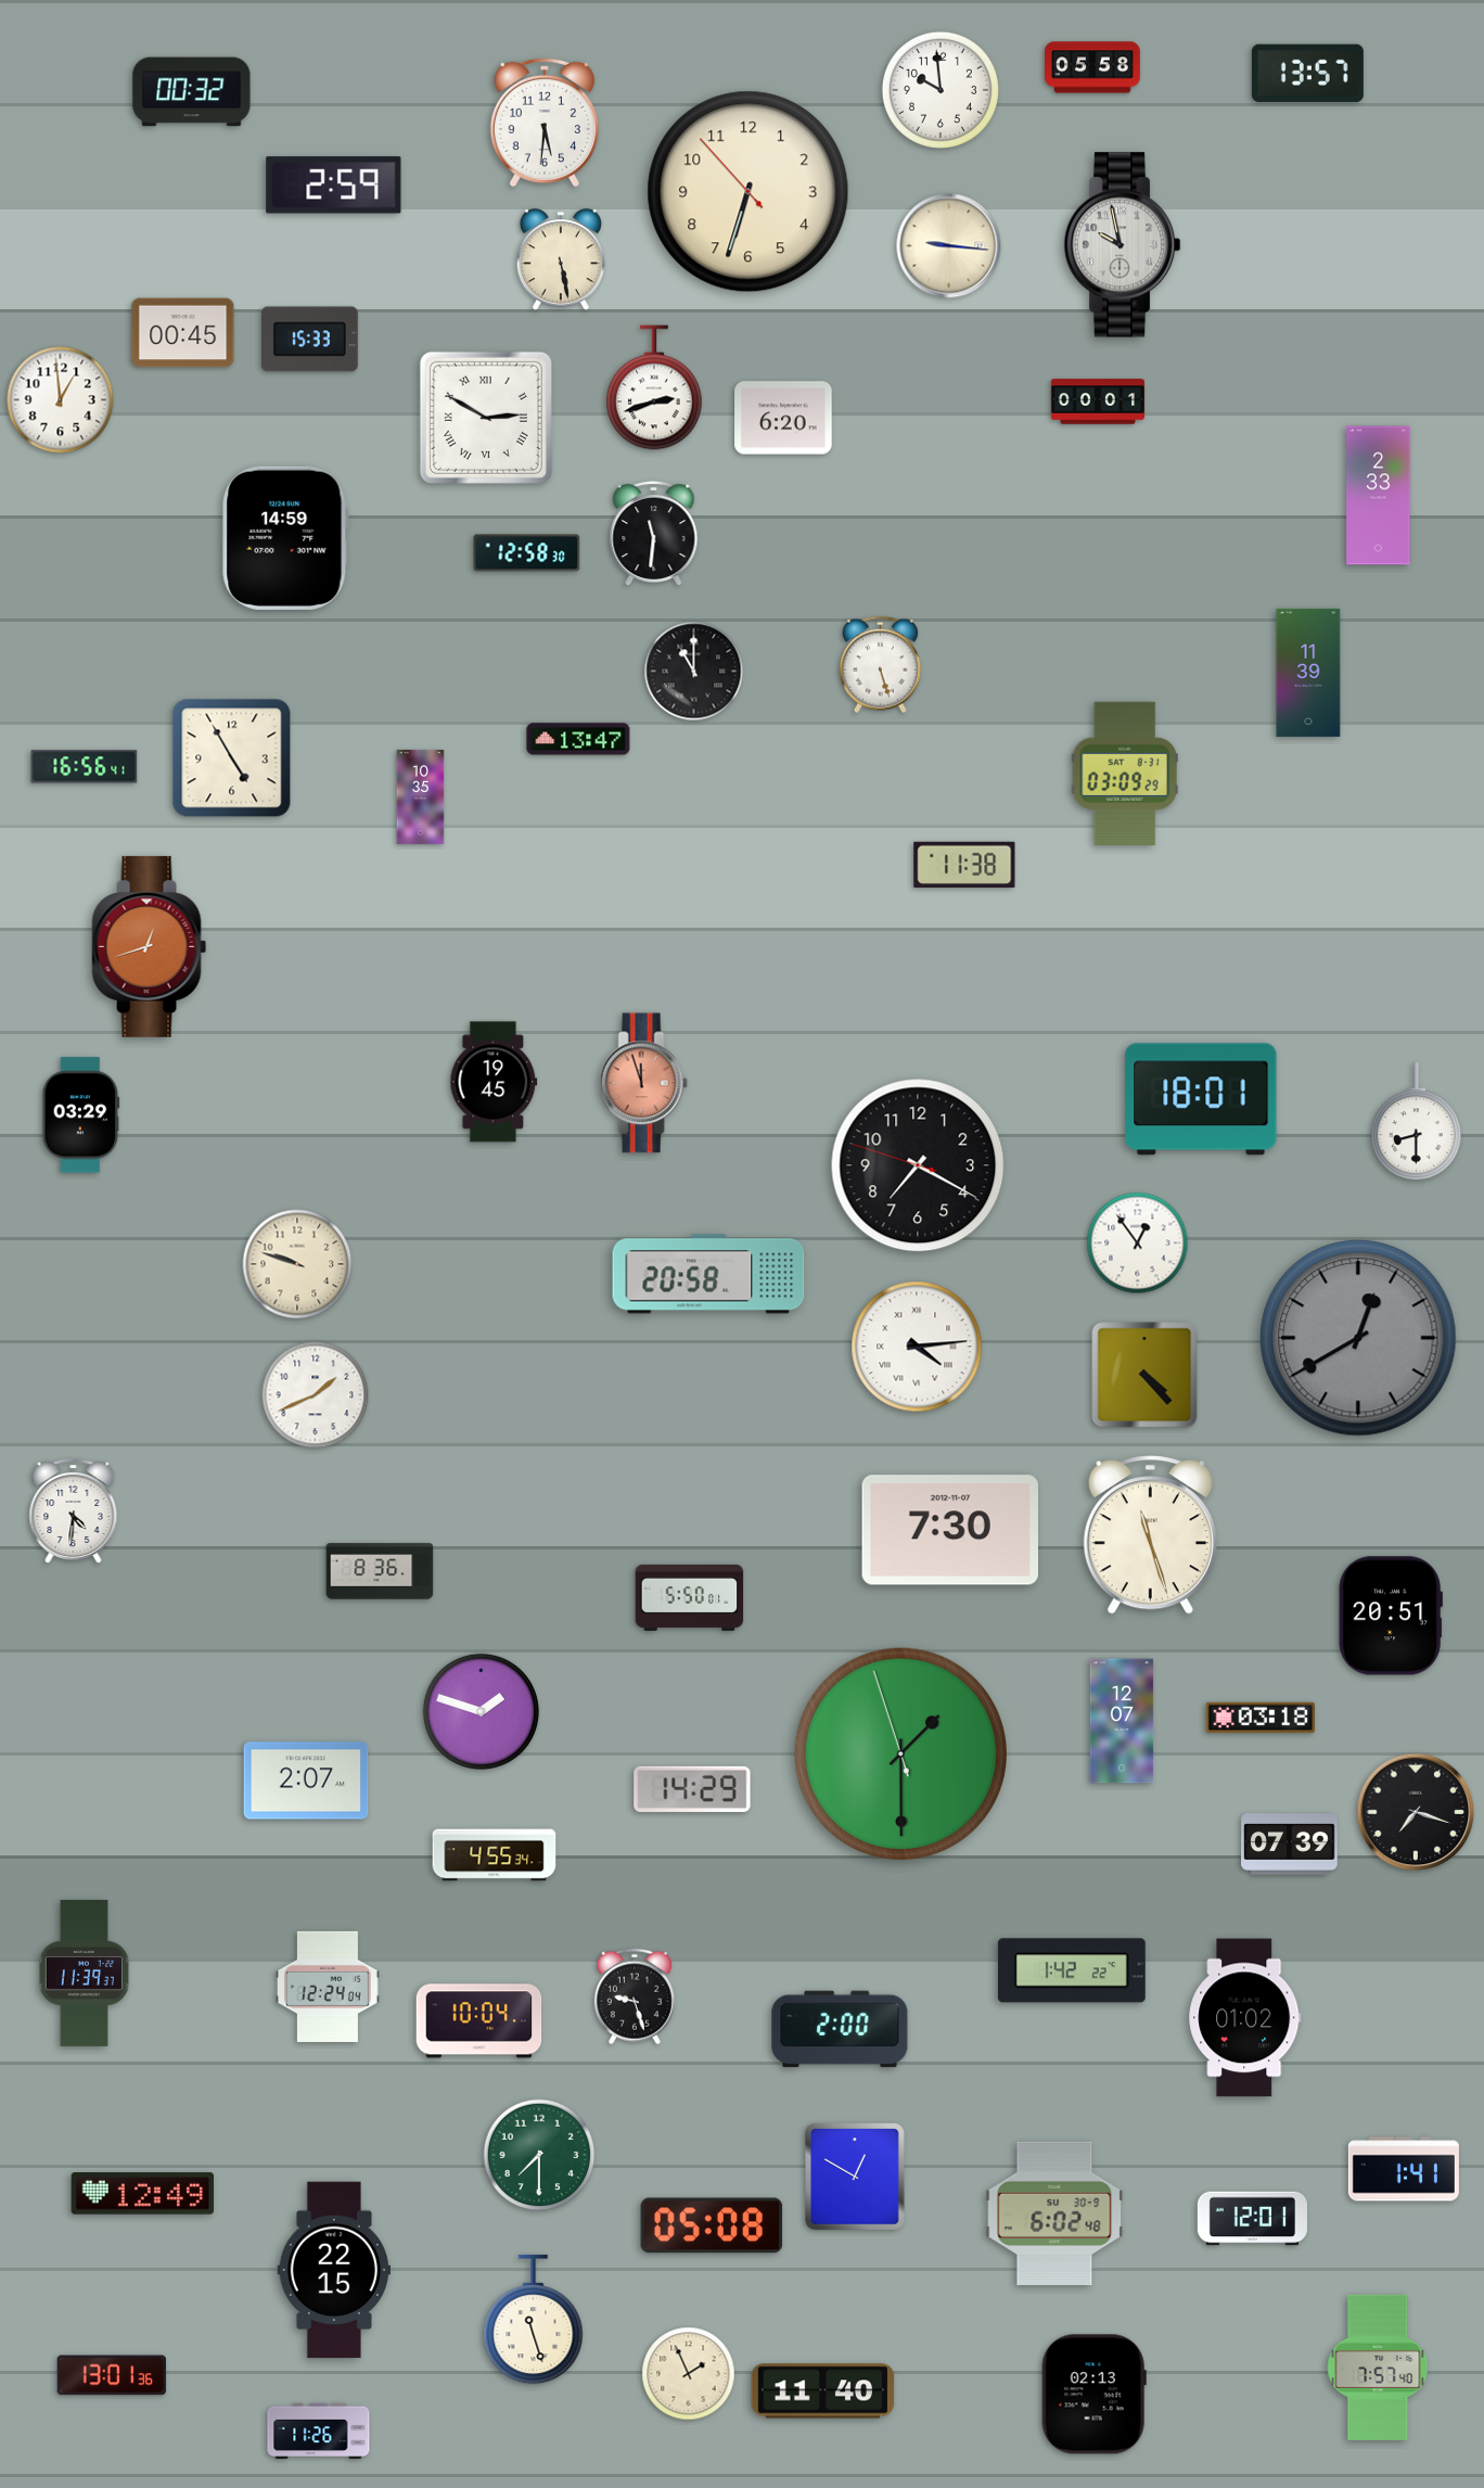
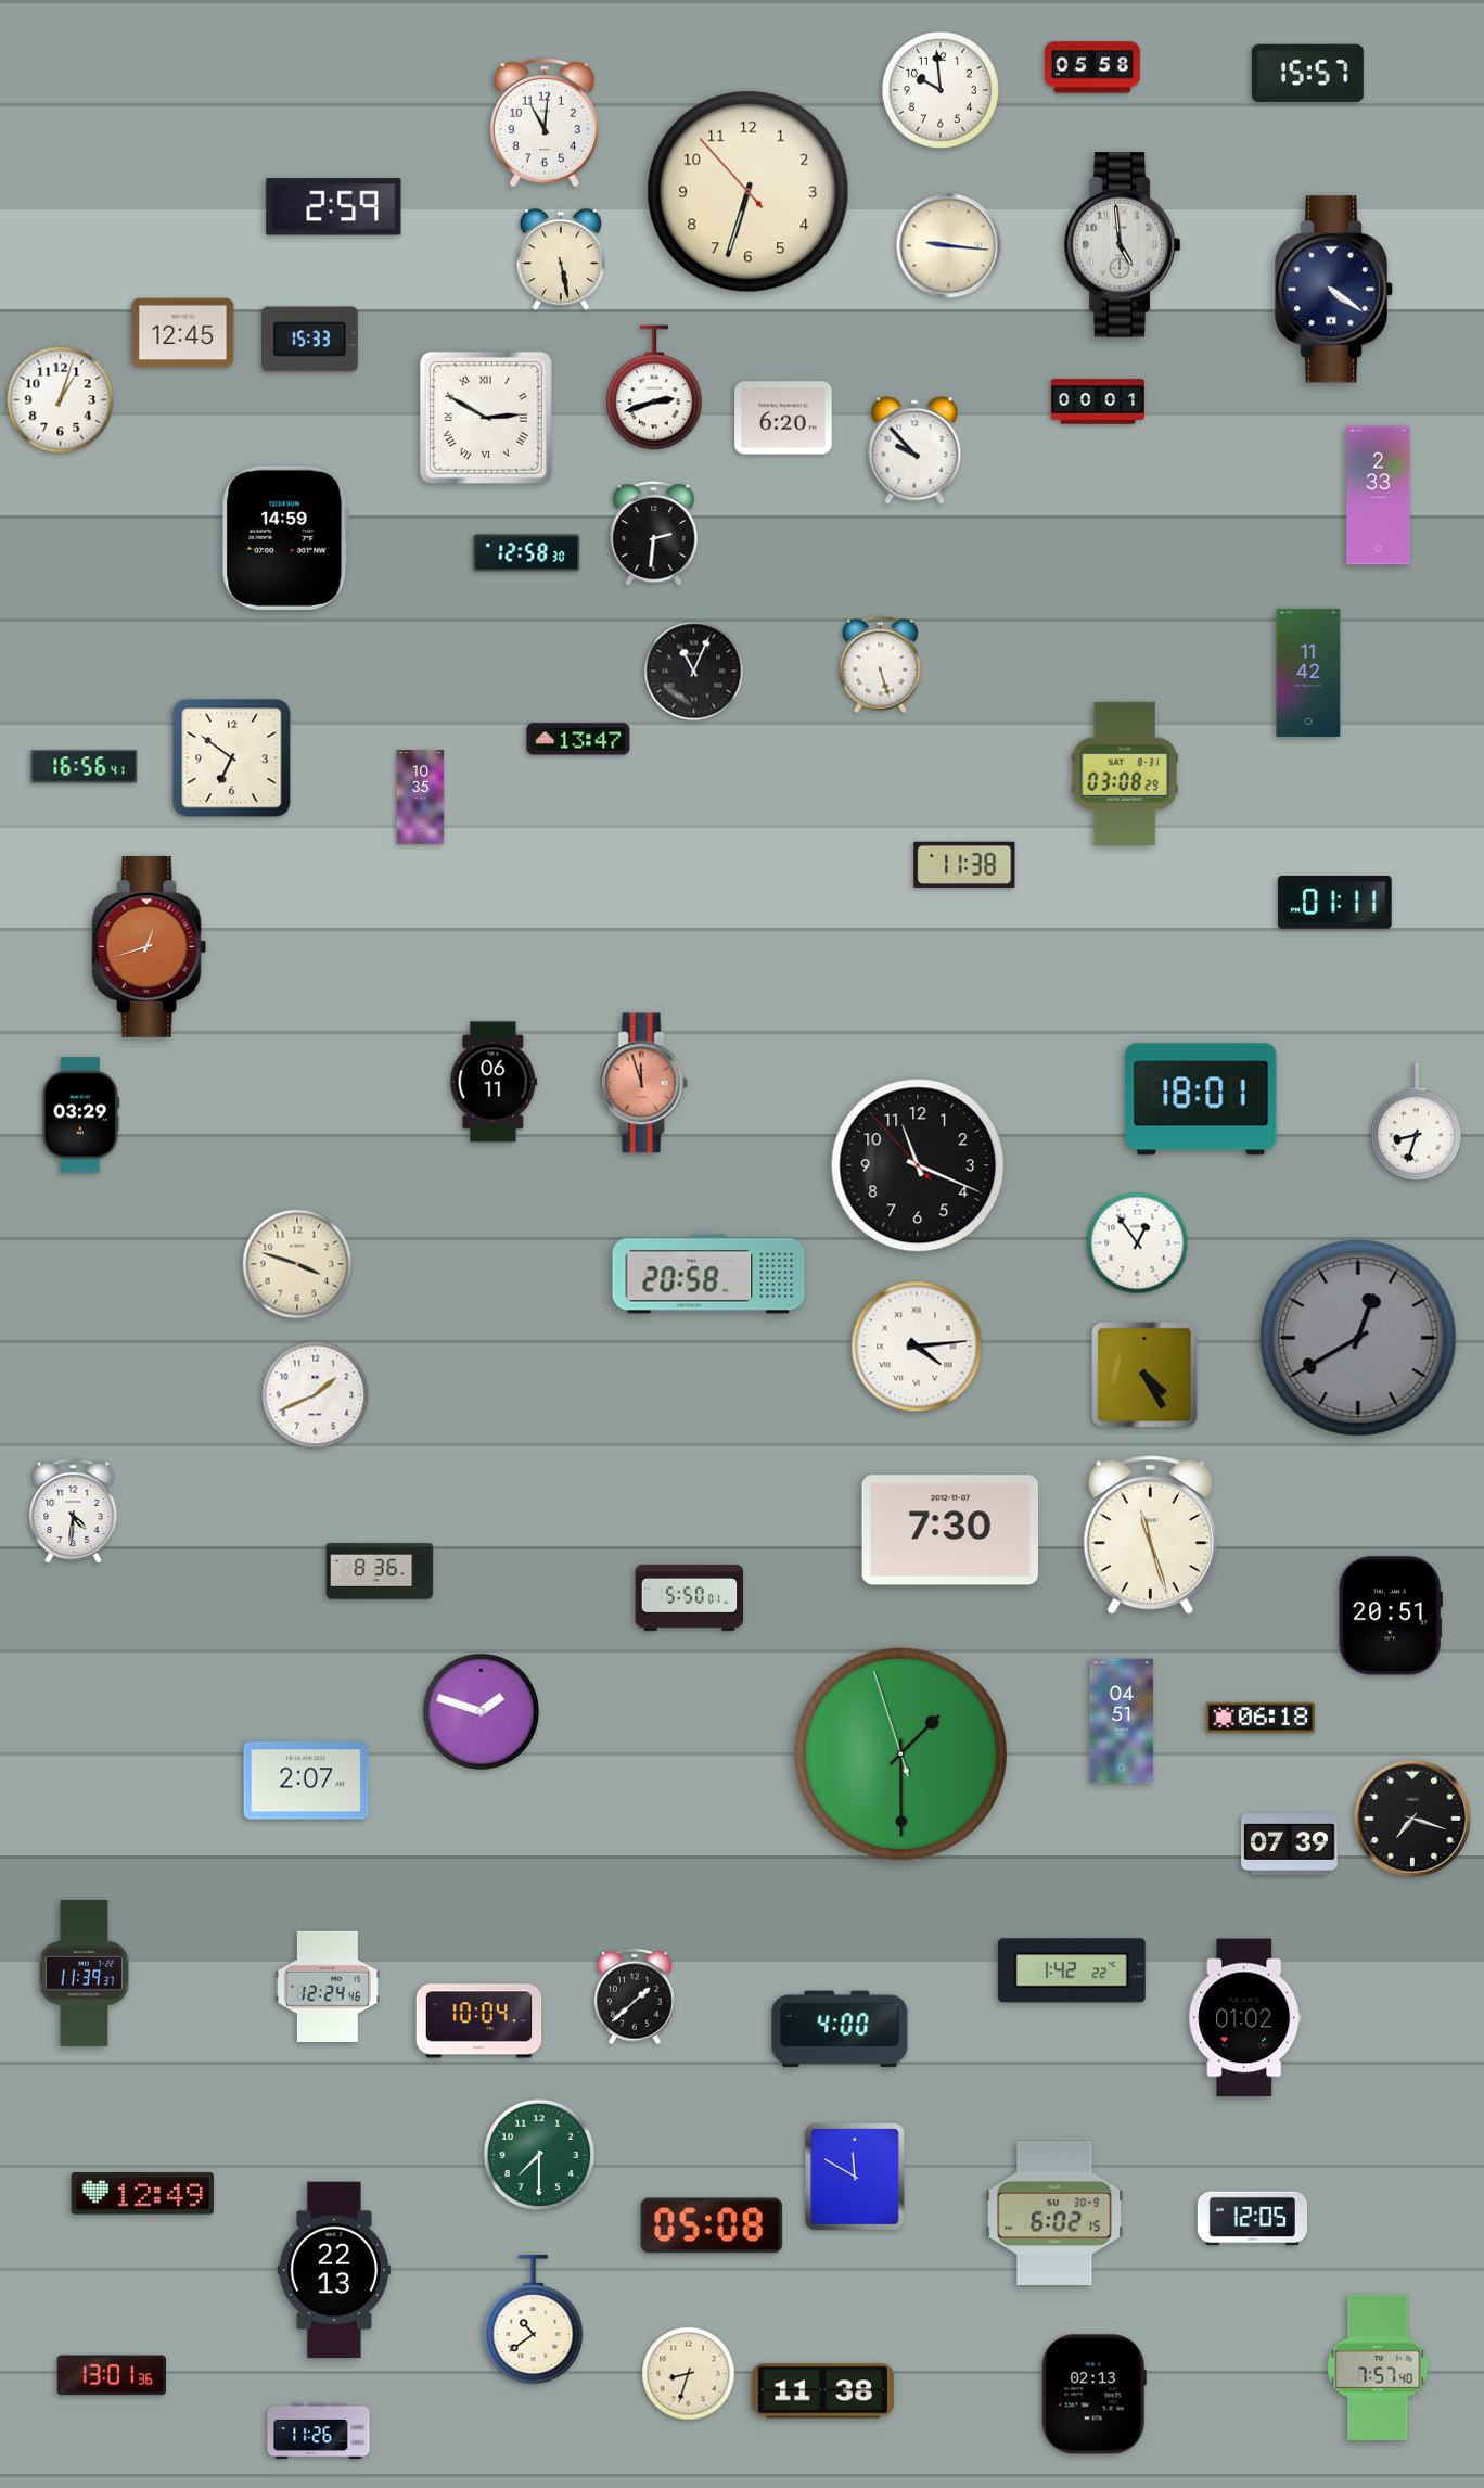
clock at (1307, 74): 13:57 -> 15:57
clock at (192, 92): 00:32 -> none
clock at (545, 123): 5:31 -> 11:01
clock at (334, 186) position: (334, 186) -> (334, 207)
clock at (1122, 245): 9:58 -> 4:59
clock at (1334, 290): none -> 4:21
clock at (183, 333): 00:45 -> 12:45
clock at (61, 400): 12:59 -> 1:03
clock at (914, 450): none -> 9:53
clock at (654, 534): 11:31 -> 2:31
clock at (694, 672): 11:00 -> 11:04
clock at (1308, 673): 11:39 -> 11:42
clock at (232, 758): 4:55 -> 6:51
clock at (1125, 774): 03:09 -> 03:08
clock at (1334, 902): none -> 01:11
clock at (494, 1082): 19:45 -> 06:11
clock at (1416, 1122): 8:30 -> 8:33
clock at (918, 1165): 7:19 -> 11:18
clock at (297, 1264): 9:48 -> 3:48
clock at (1144, 1375): 4:23 -> 4:25
clock at (1259, 1718): 03:18 -> 06:18
clock at (1122, 1721): 12:07 -> 04:51
clock at (692, 1789): 14:29 -> none
clock at (1416, 1812) position: (1416, 1812) -> (1412, 1819)
clock at (495, 1855): 4:55 -> none
clock at (329, 1987): 12:24:04 -> 12:24:46
clock at (635, 1996): 9:27 -> 1:38
clock at (840, 2029): 2:00 -> 4:00
clock at (1404, 2169): 1:41 -> none
clock at (855, 2177): 12:50 -> 11:50
clock at (1054, 2213): 6:02:48 -> 6:02:15
clock at (1252, 2219): 12:01 -> 12:05
clock at (334, 2270): 22:15 -> 22:13
clock at (534, 2320): 11:27 -> 10:39
clock at (689, 2374): 1:56 -> 8:33
clock at (823, 2391): 11:40 -> 11:38
